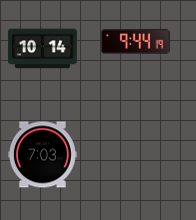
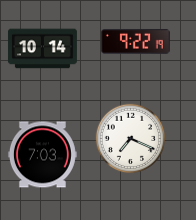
clock at (135, 41): 9:44 -> 9:22
clock at (131, 139): none -> 7:19
